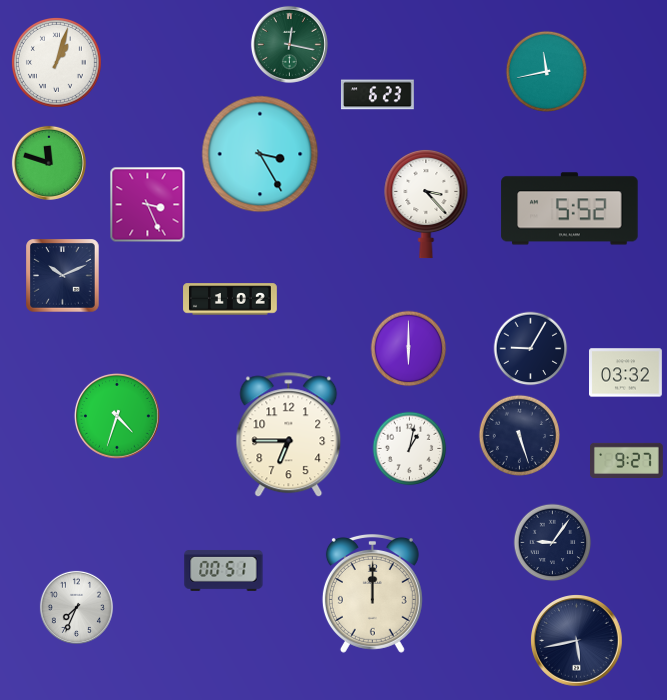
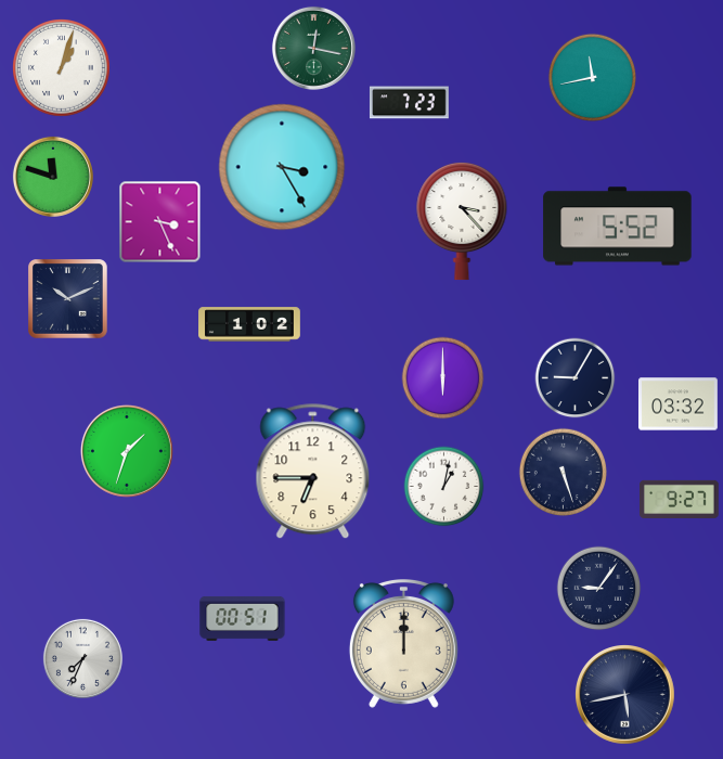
clock at (377, 95): 6:23 -> 7:23
clock at (117, 416): 4:33 -> 1:33
